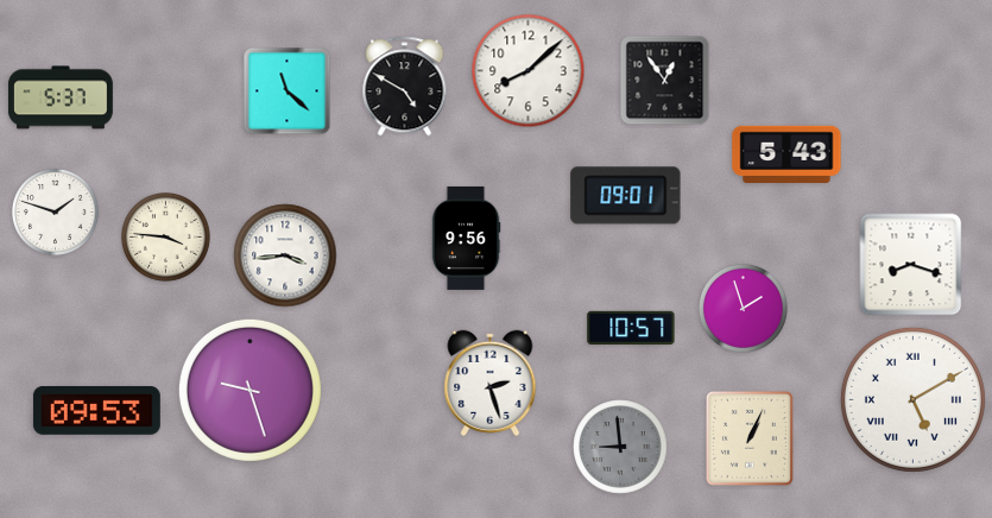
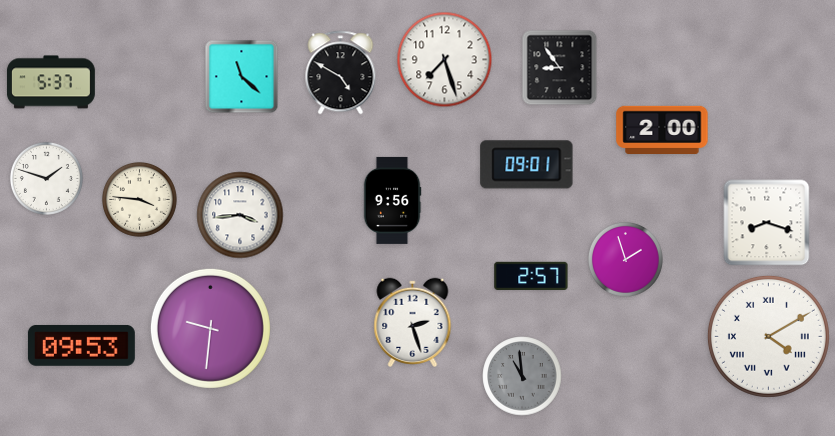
clock at (529, 71): 8:08 -> 7:27
clock at (665, 81): 12:54 -> 8:54
clock at (786, 153): 5:43 -> 2:00
clock at (631, 328): 10:57 -> 2:57
clock at (249, 390): 9:27 -> 9:31
clock at (912, 399): 5:10 -> 4:10
clock at (750, 438): 1:04 -> none
clock at (620, 447): 8:59 -> 10:59
